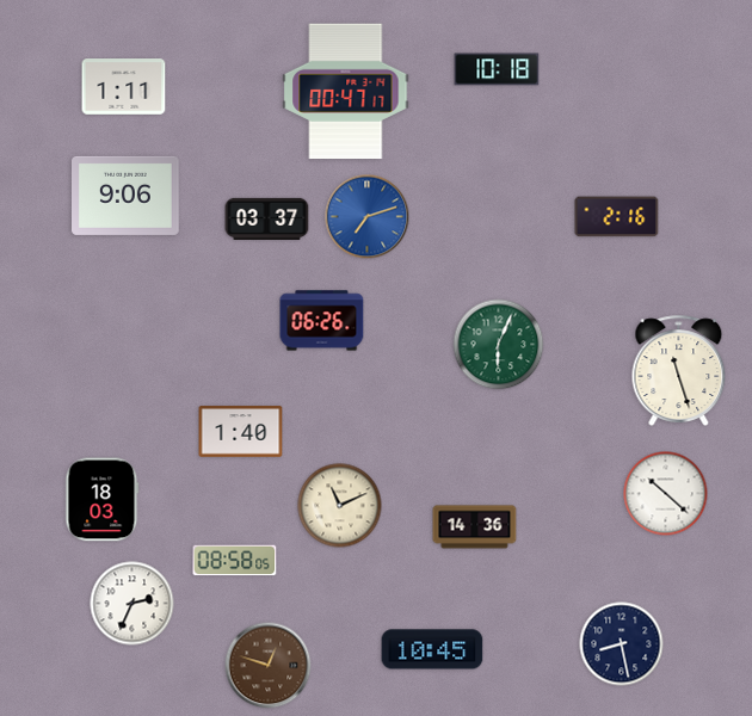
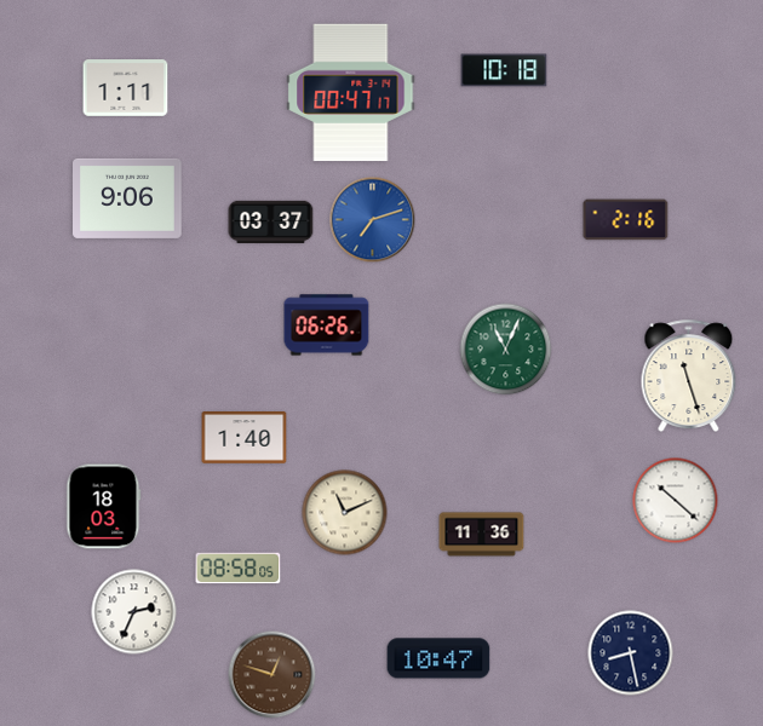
clock at (499, 345): 6:04 -> 11:04
clock at (475, 527): 14:36 -> 11:36
clock at (432, 649): 10:45 -> 10:47
